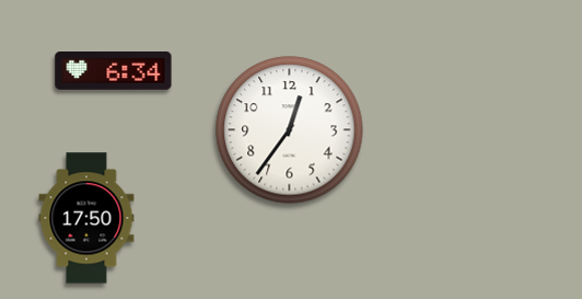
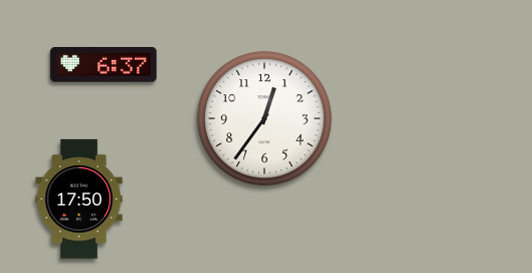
clock at (114, 71): 6:34 -> 6:37
